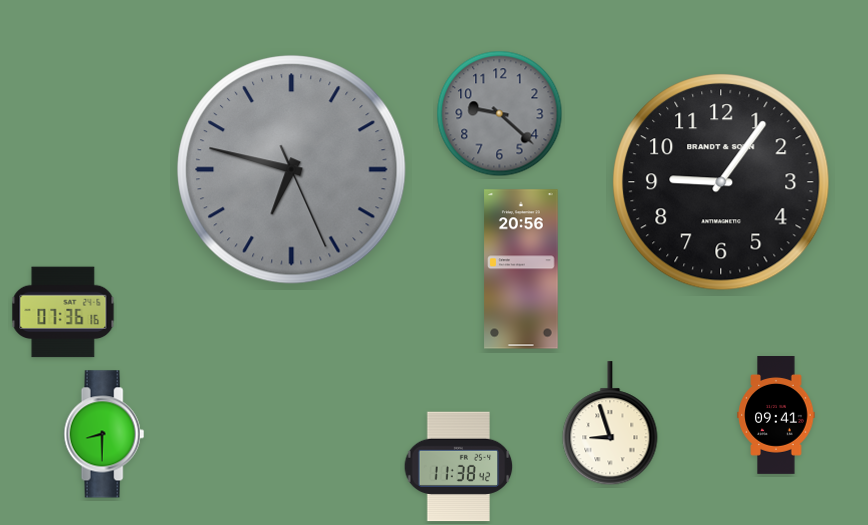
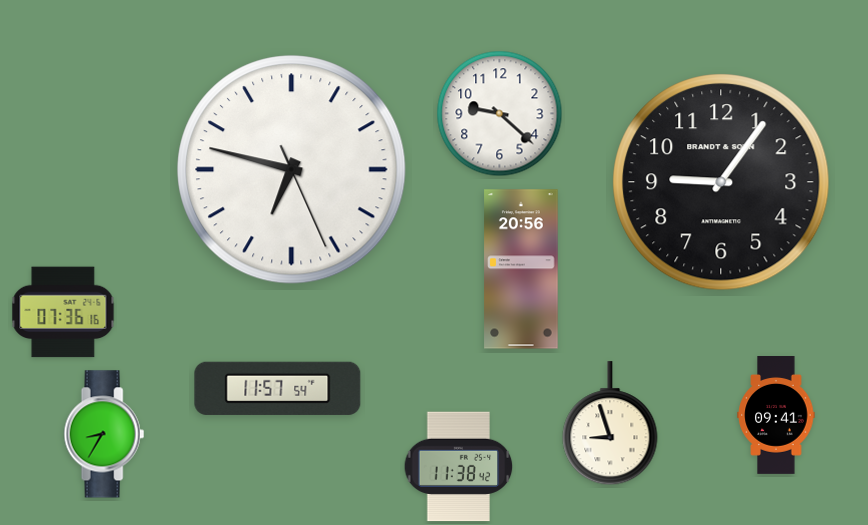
clock at (500, 114) dial: grey -> white
clock at (292, 170) dial: grey -> white
clock at (278, 388): none -> 11:57
clock at (104, 434): 8:30 -> 8:35
